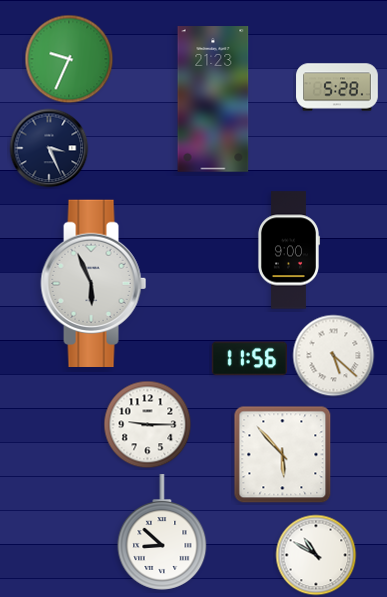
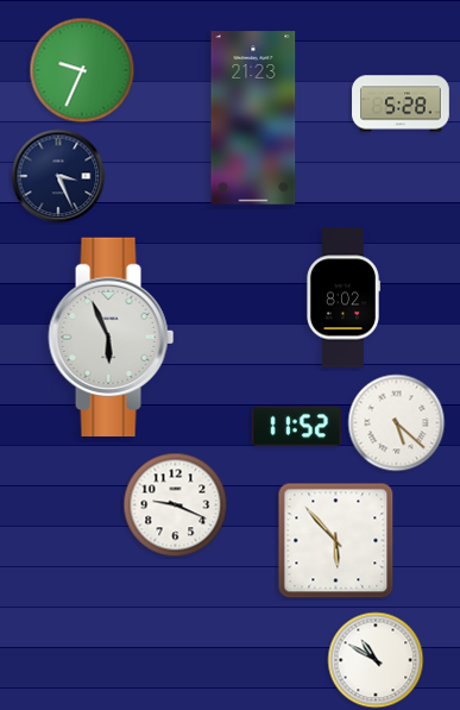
clock at (288, 250): 9:00 -> 8:02
clock at (249, 359): 11:56 -> 11:52
clock at (148, 425): 9:15 -> 9:19
clock at (162, 532): 8:52 -> none
